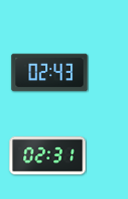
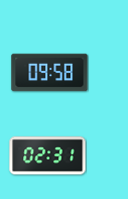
clock at (50, 73): 02:43 -> 09:58
